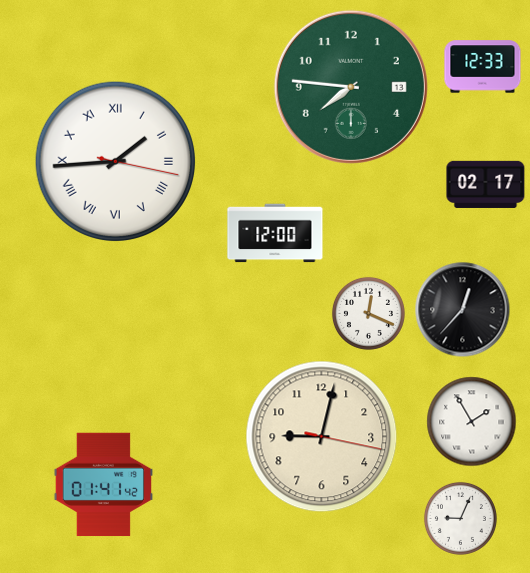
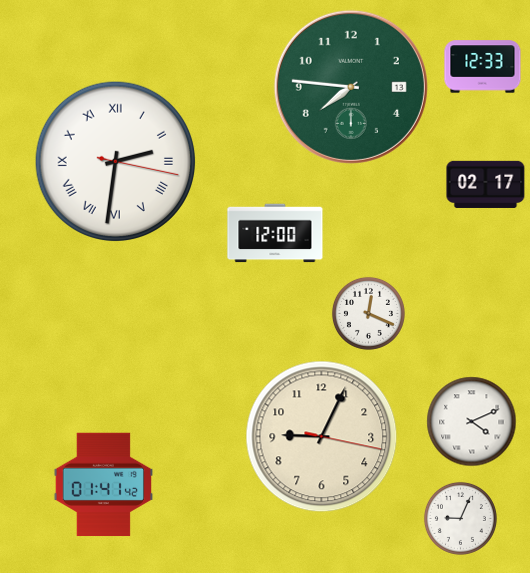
clock at (116, 162): 1:44 -> 2:31
clock at (463, 310): 12:37 -> none
clock at (472, 422): 1:55 -> 4:11
clock at (322, 437): 9:02 -> 9:04
